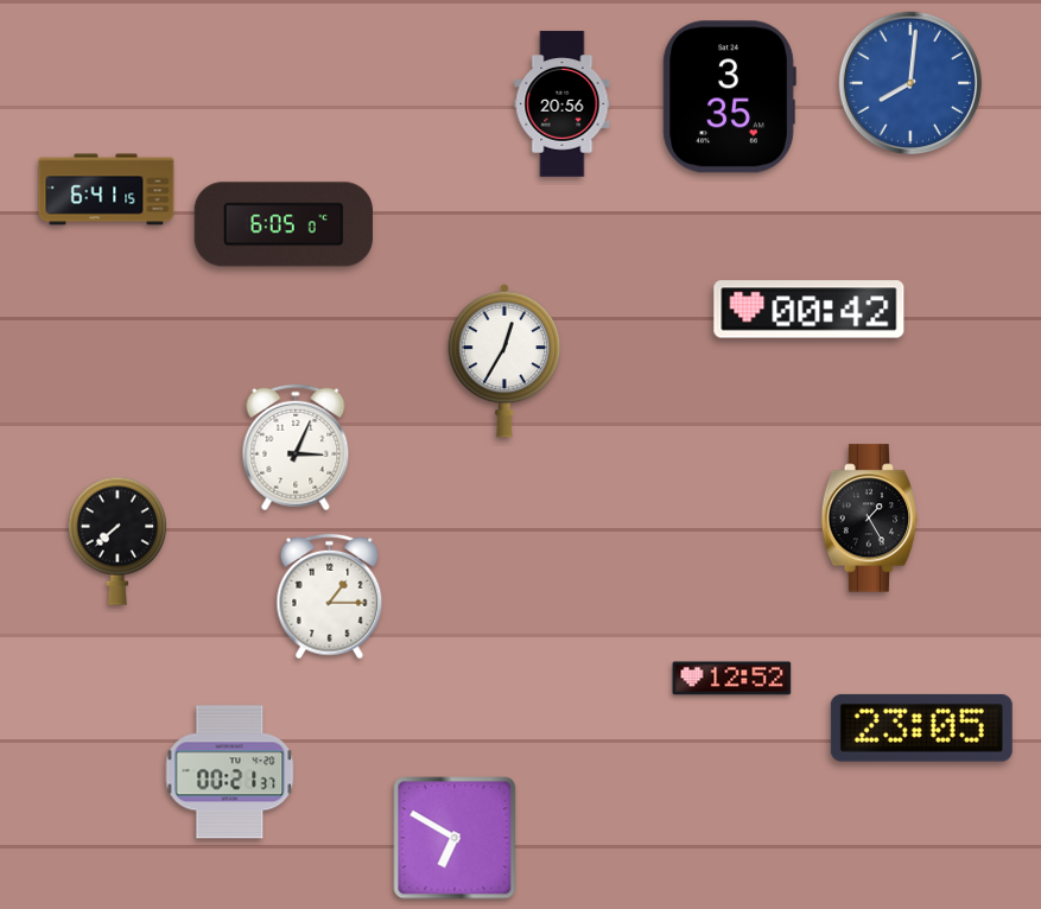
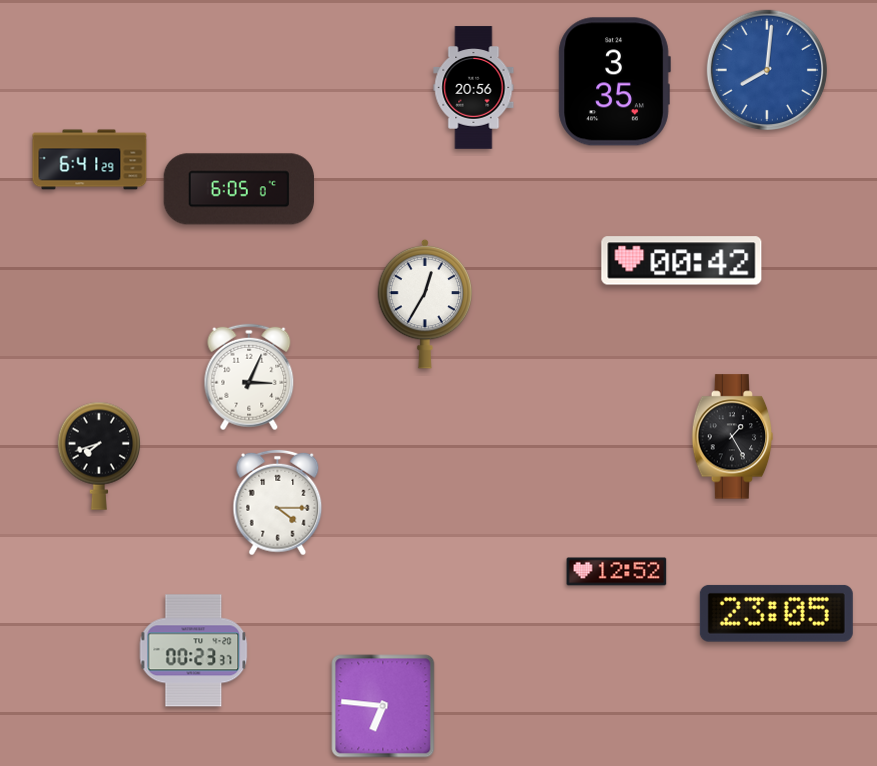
clock at (107, 190): 6:41:15 -> 6:41:29
clock at (116, 541): 7:38 -> 7:42
clock at (330, 597): 1:15 -> 4:15
clock at (230, 773): 00:21 -> 00:23
clock at (455, 838): 6:50 -> 6:46
